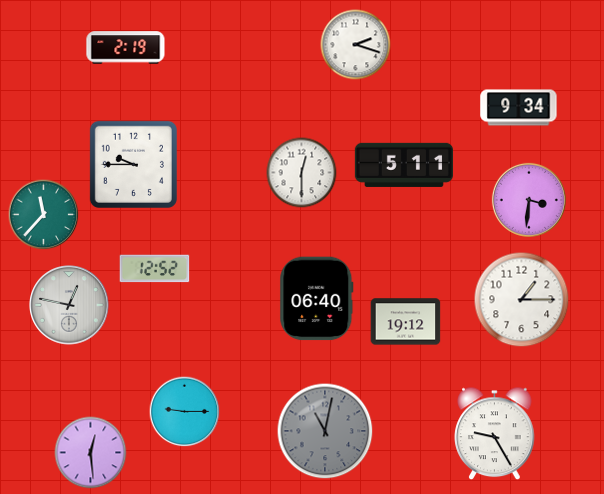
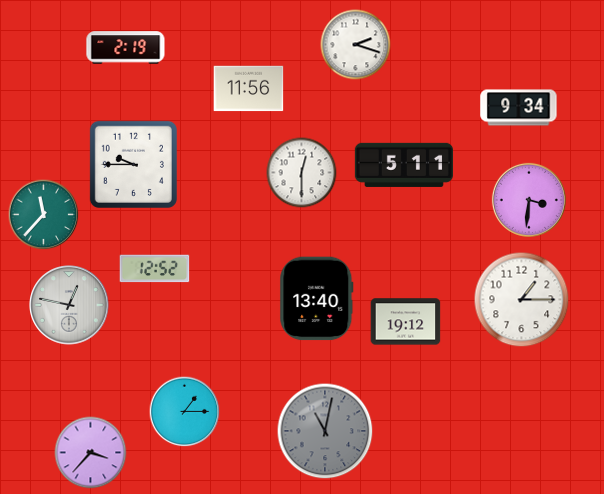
clock at (249, 89): none -> 11:56
clock at (317, 299): 06:40 -> 13:40
clock at (185, 412): 9:15 -> 1:15
clock at (495, 434): 9:25 -> none
clock at (91, 453): 12:29 -> 3:37
